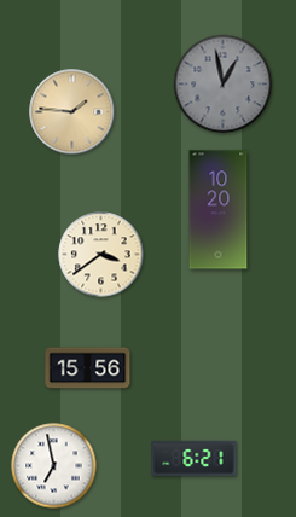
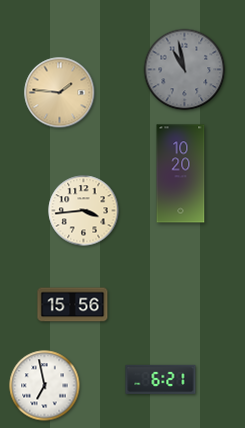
clock at (224, 85): 12:58 -> 10:58
clock at (101, 255): 3:39 -> 3:44
